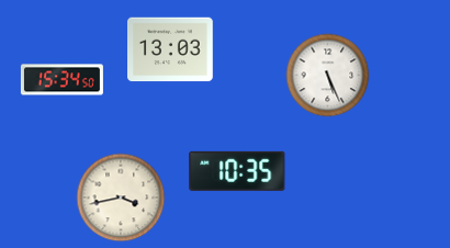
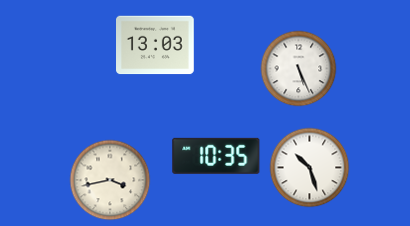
clock at (61, 80): 15:34 -> none
clock at (310, 168): none -> 10:27
